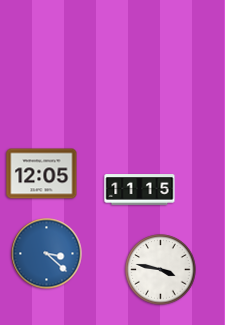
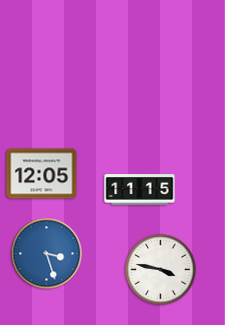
clock at (47, 254): 3:22 -> 3:27
